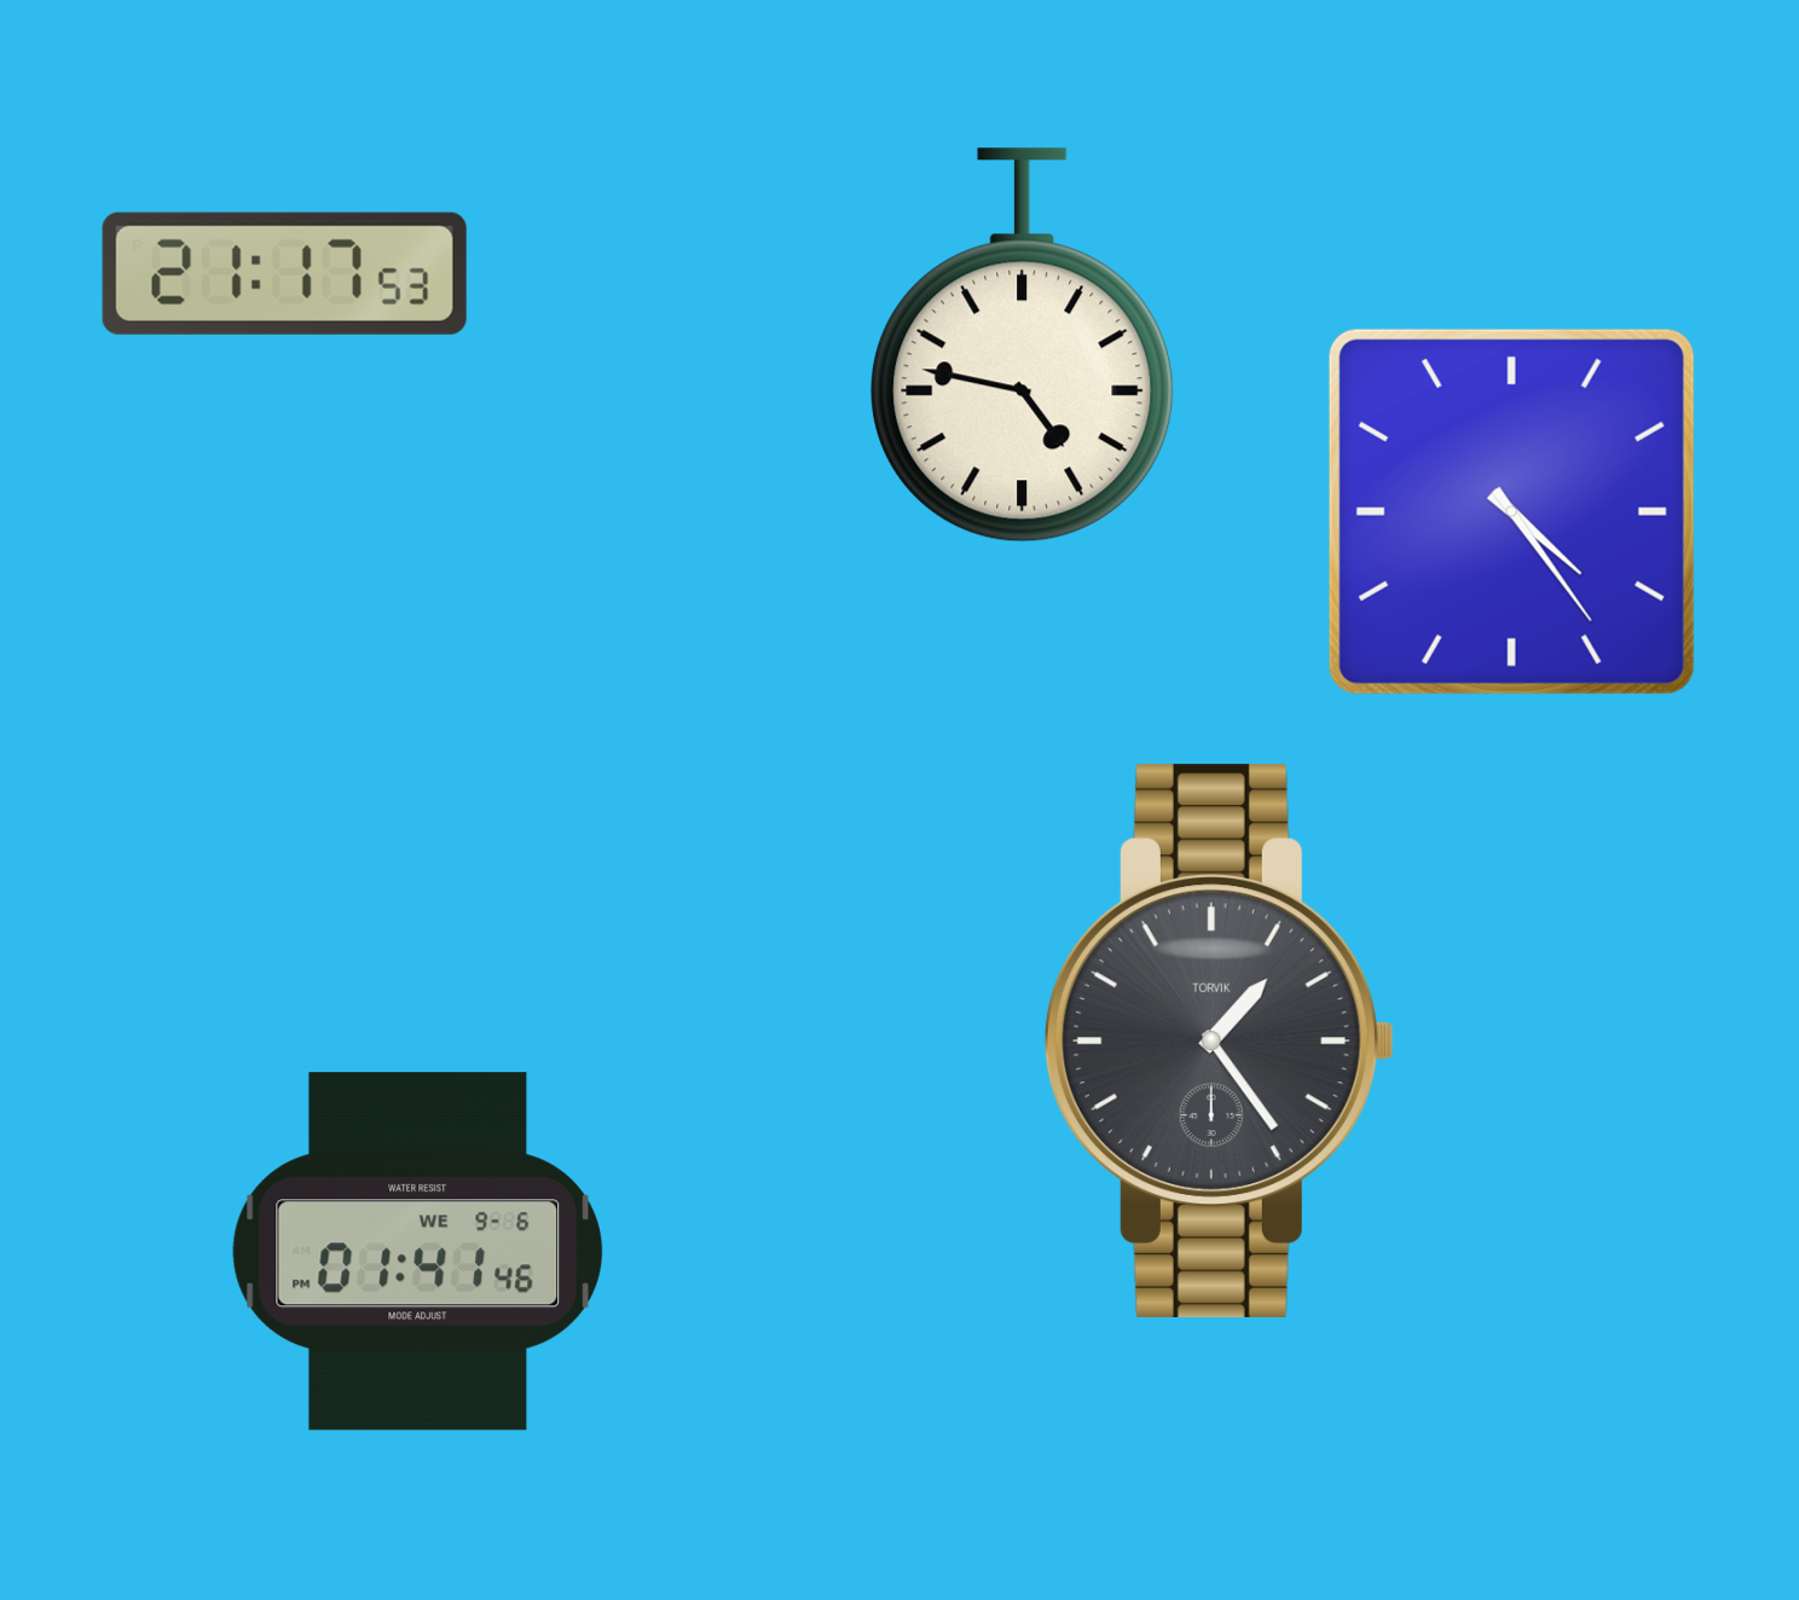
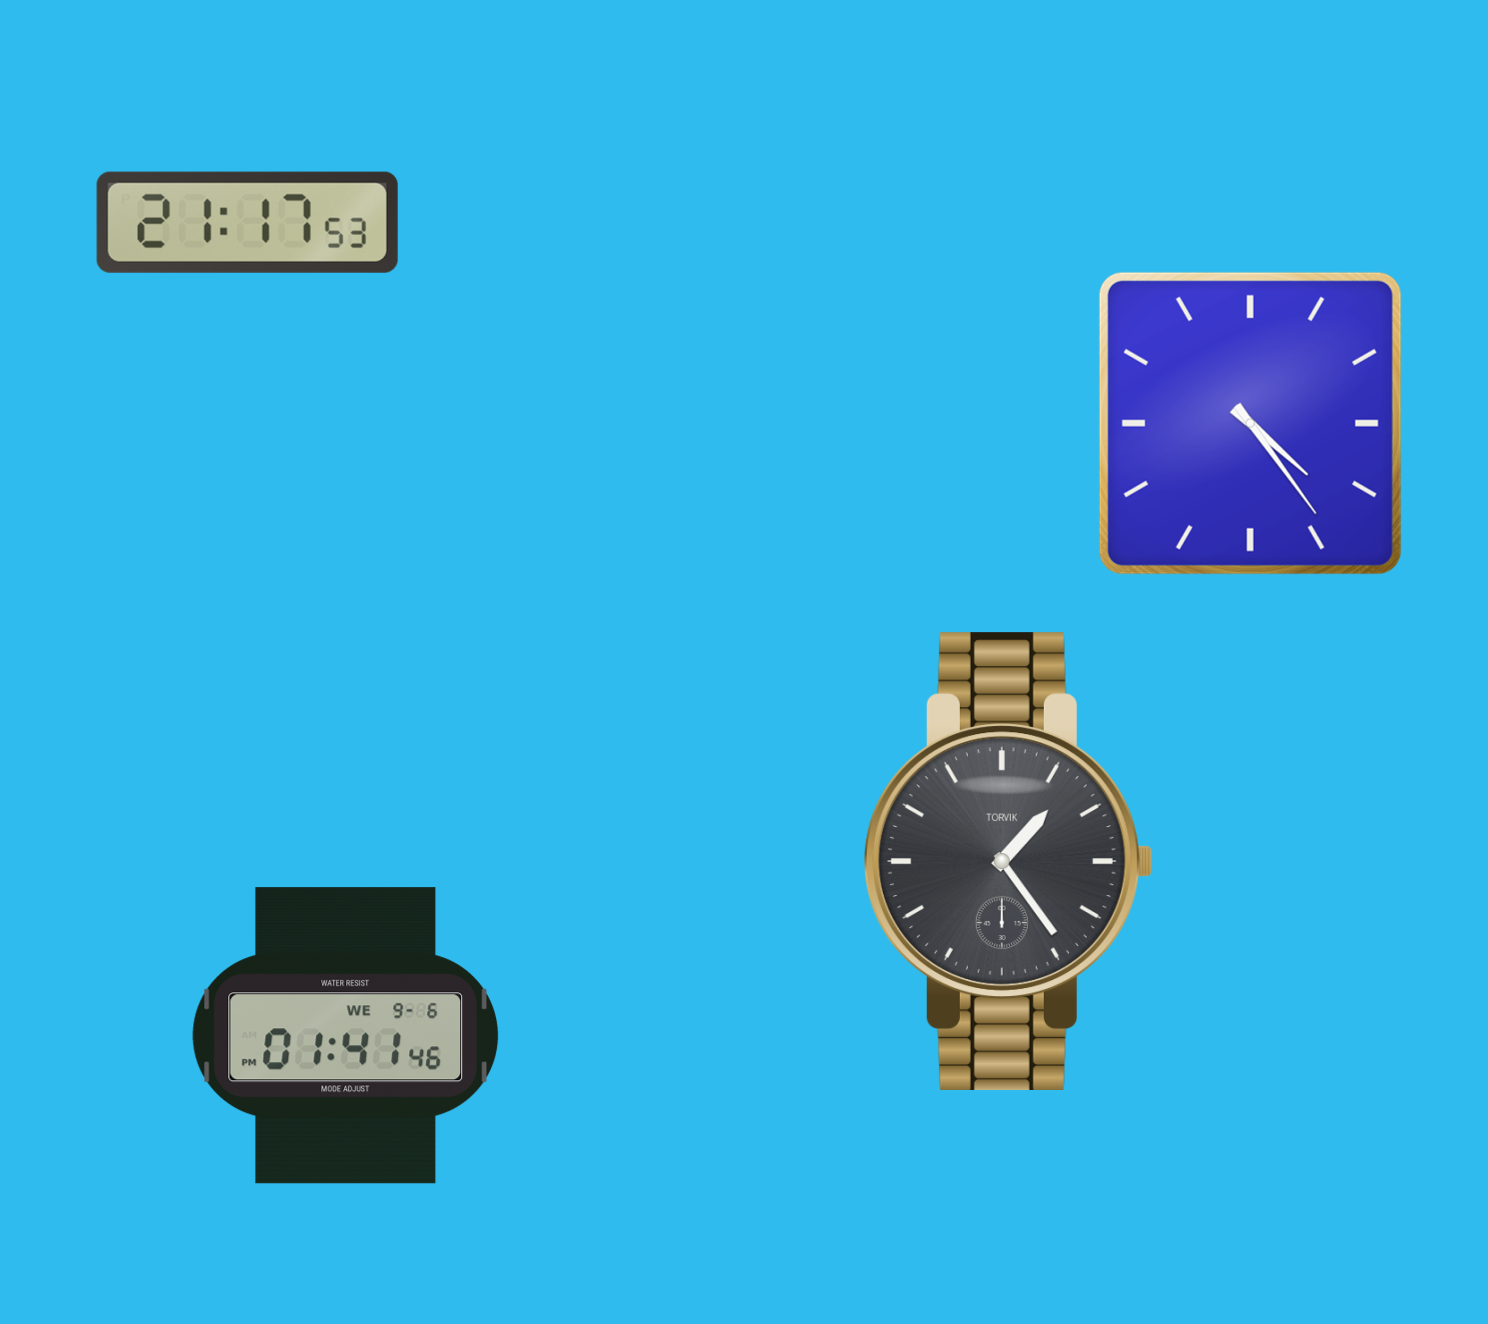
clock at (284, 273) position: (284, 273) -> (247, 222)
clock at (1023, 346): 4:47 -> none
